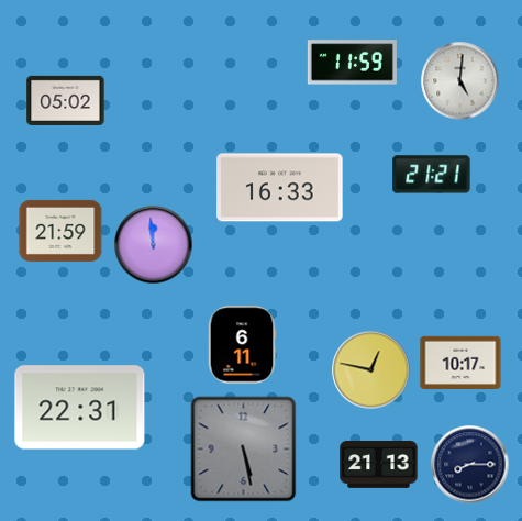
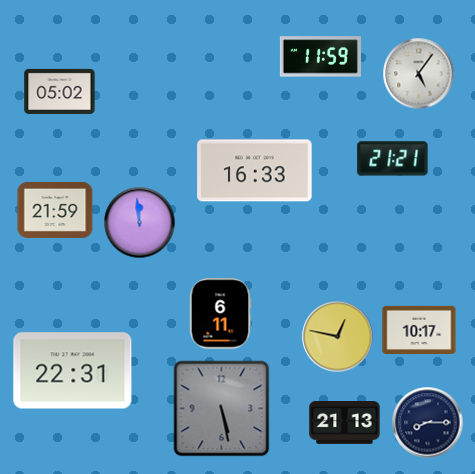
clock at (460, 81): 5:01 -> 5:06
